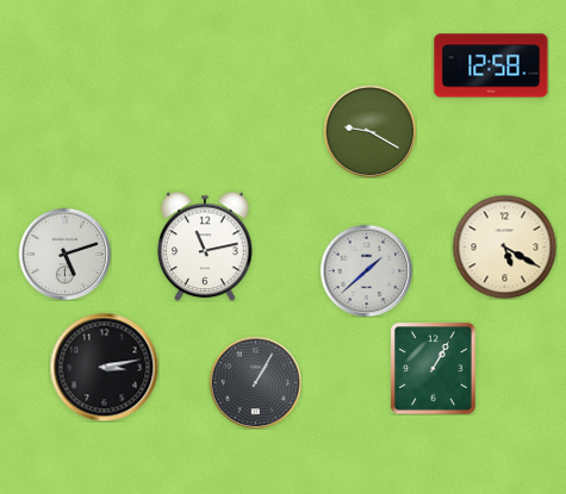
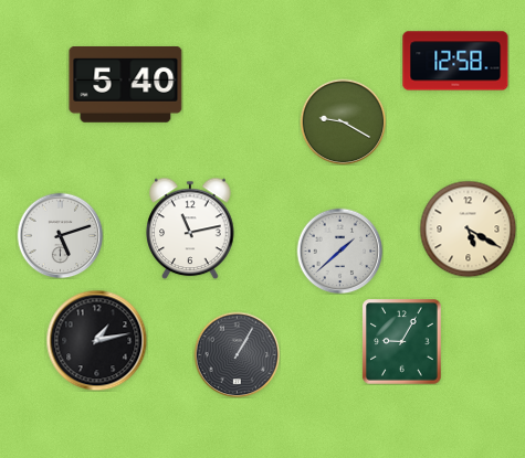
clock at (126, 85): none -> 5:40
clock at (104, 367): 3:13 -> 1:13
clock at (434, 368): 1:05 -> 9:05
